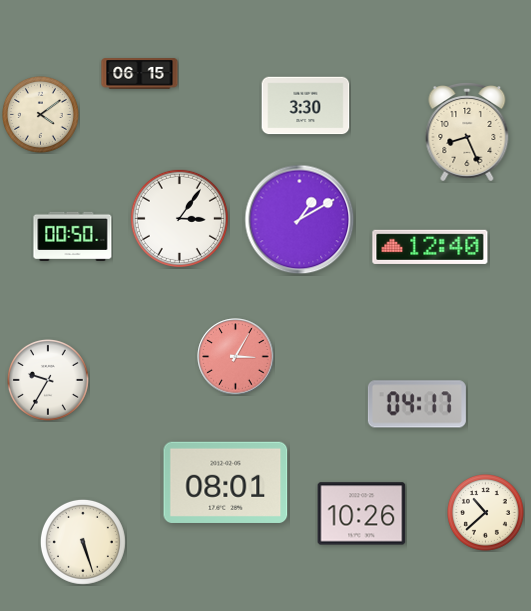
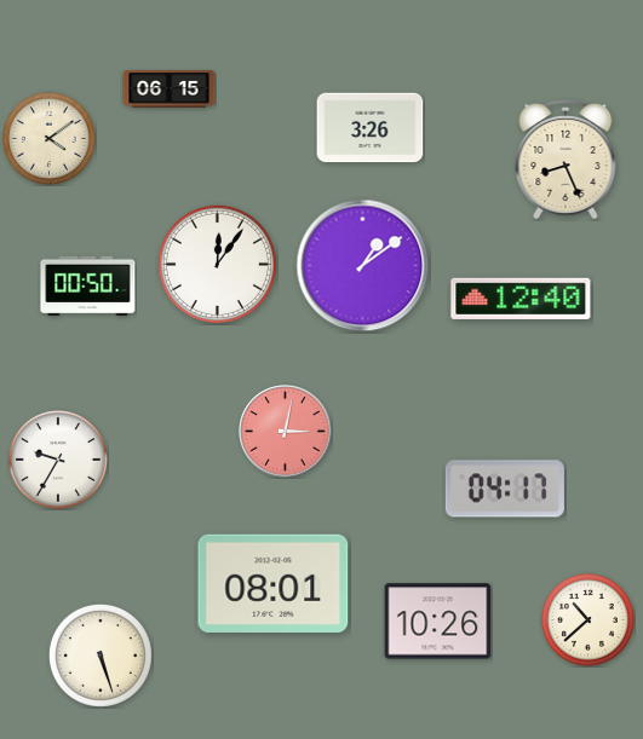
clock at (306, 106): 3:30 -> 3:26
clock at (179, 218): 3:06 -> 12:06
clock at (300, 220): 1:10 -> 1:09
clock at (236, 357): 3:05 -> 3:02
